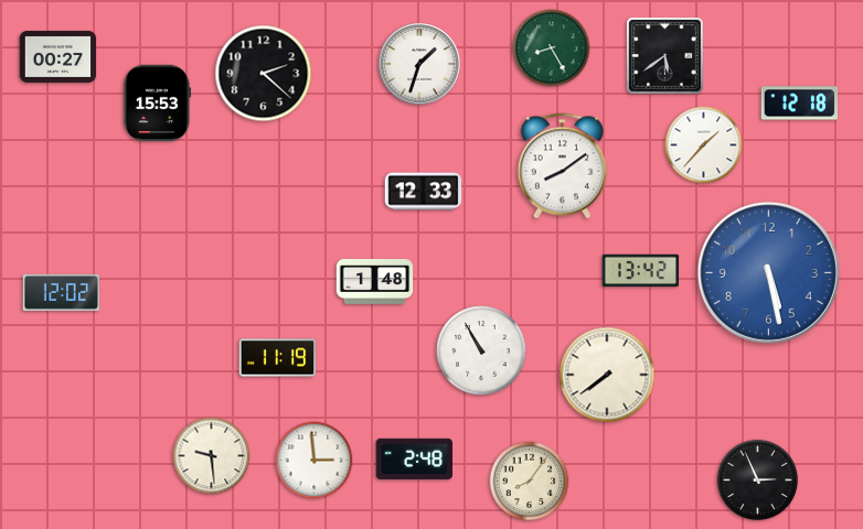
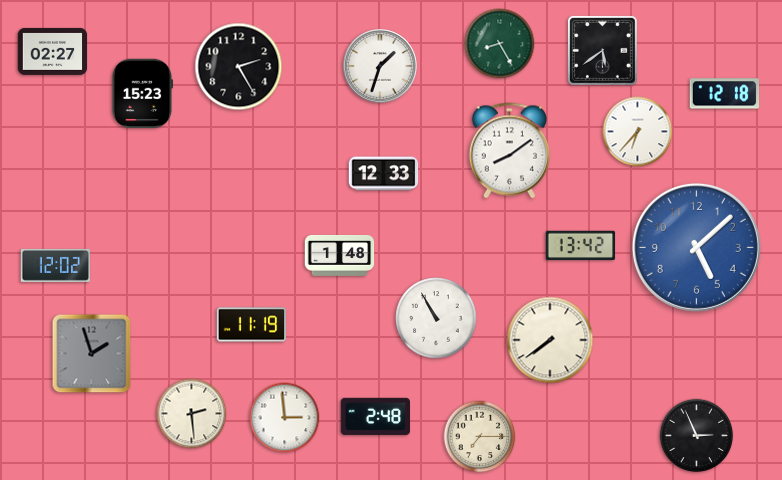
clock at (58, 56): 00:27 -> 02:27
clock at (420, 65) position: (420, 65) -> (381, 67)
clock at (264, 74): 2:22 -> 2:25
clock at (157, 104): 15:53 -> 15:23
clock at (704, 145): 1:37 -> 6:37
clock at (768, 272): 5:28 -> 5:08
clock at (92, 354): none -> 1:57
clock at (212, 456): 9:29 -> 2:29
clock at (758, 481) position: (758, 481) -> (697, 436)
clock at (530, 482): 8:06 -> 7:15
